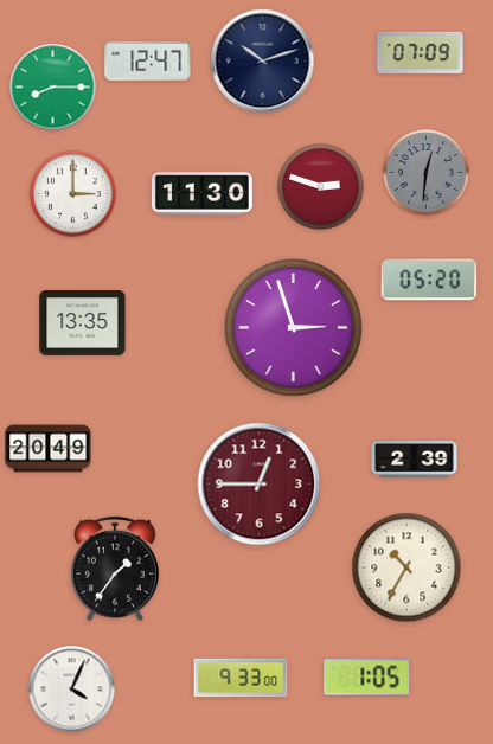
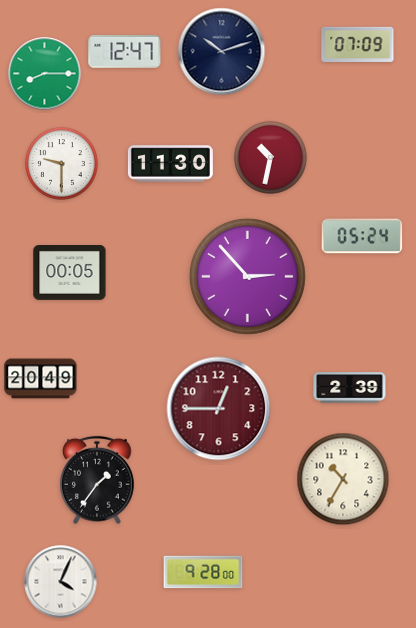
clock at (421, 52) position: (421, 52) -> (358, 44)
clock at (427, 173): 12:31 -> none
clock at (321, 187): 2:48 -> 10:32
clock at (73, 194): 3:00 -> 9:30
clock at (429, 280): 05:20 -> 05:24
clock at (83, 323): 13:35 -> 00:05
clock at (293, 327): 2:57 -> 2:53
clock at (241, 678): 9:33 -> 9:28
clock at (367, 678): 1:05 -> none
